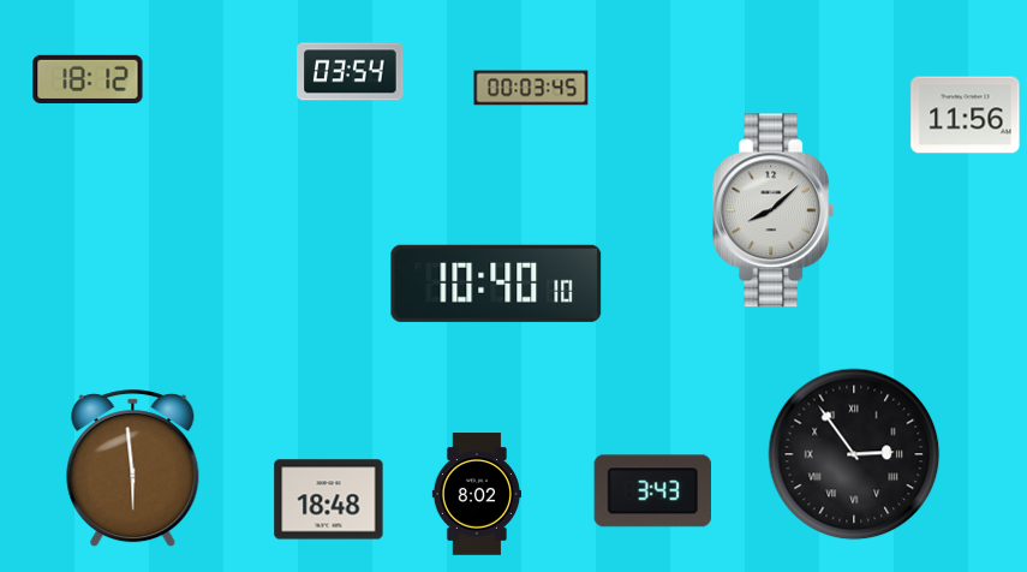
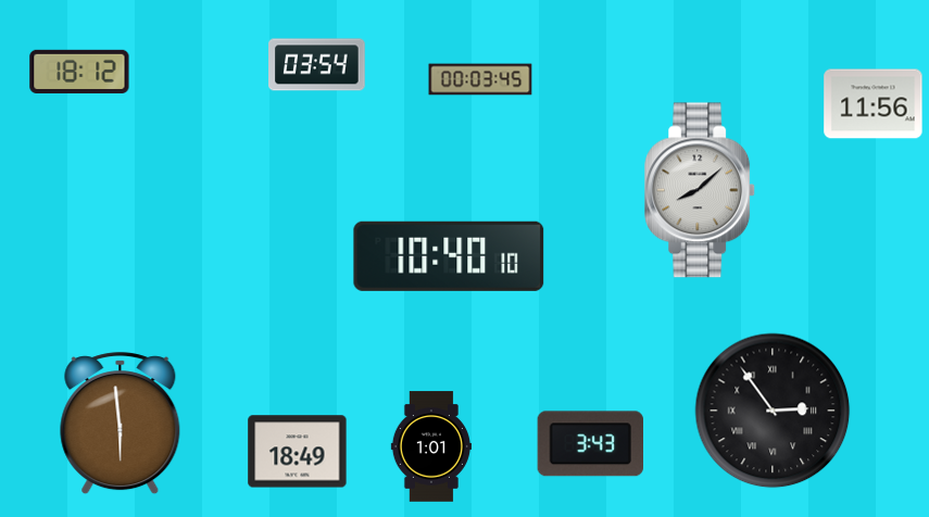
clock at (477, 494): 8:02 -> 1:01
clock at (329, 500): 18:48 -> 18:49
